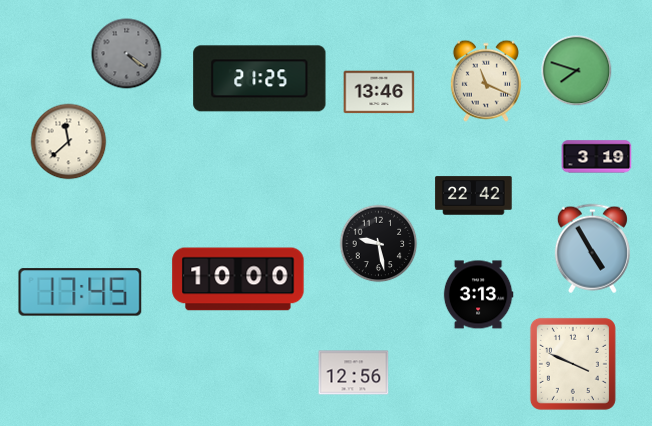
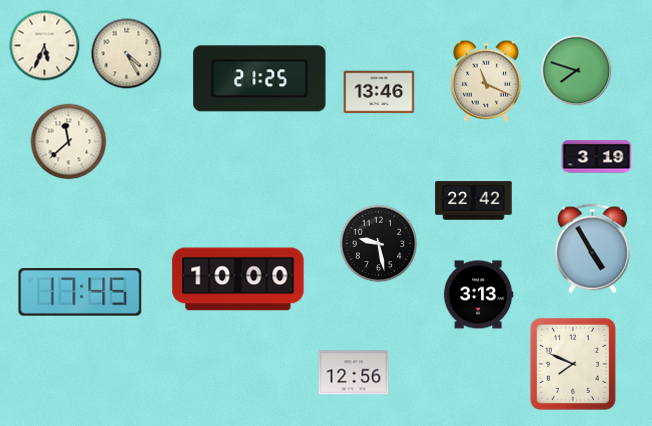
clock at (45, 46): none -> 5:34
clock at (127, 54): 4:21 -> 4:25
clock at (127, 54) dial: grey -> cream
clock at (474, 196) position: (474, 196) -> (474, 201)
clock at (573, 364): 3:49 -> 7:49
